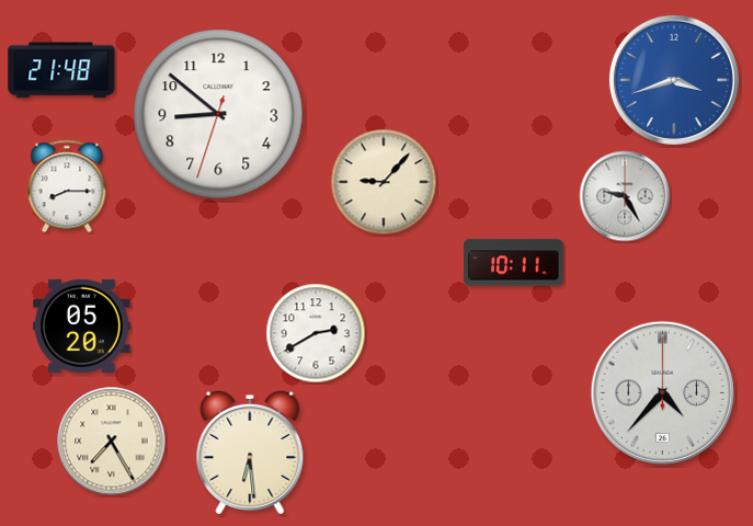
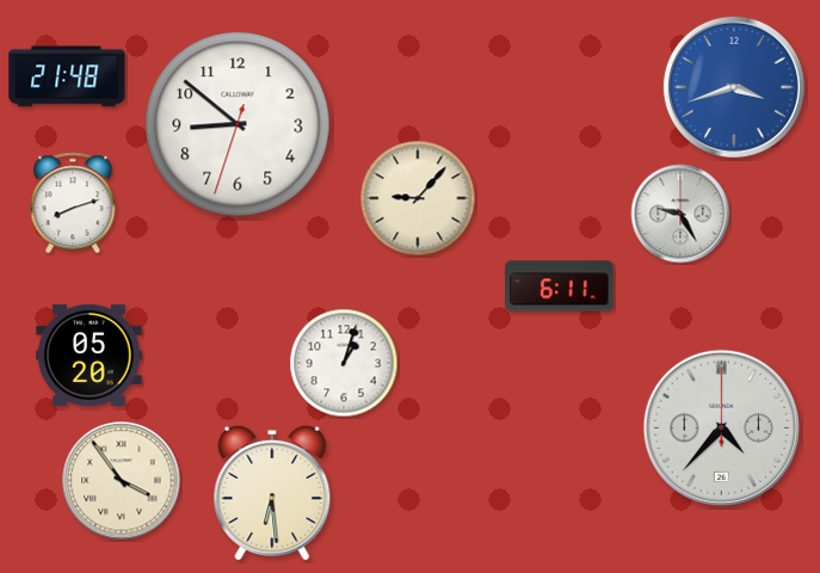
clock at (67, 186): 8:15 -> 8:12
clock at (514, 263): 10:11 -> 6:11
clock at (316, 333): 2:40 -> 1:03
clock at (112, 442): 7:25 -> 3:54
